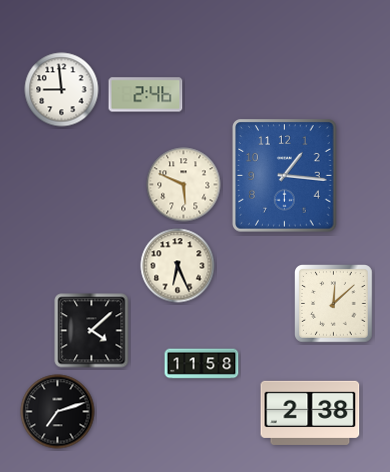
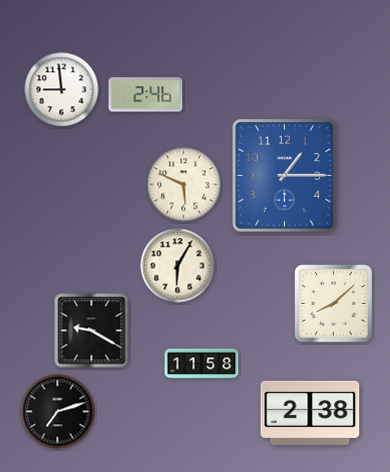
clock at (285, 176): 1:16 -> 1:15
clock at (178, 266): 6:26 -> 6:05
clock at (334, 304): 12:08 -> 8:08
clock at (92, 331): 4:08 -> 9:20
